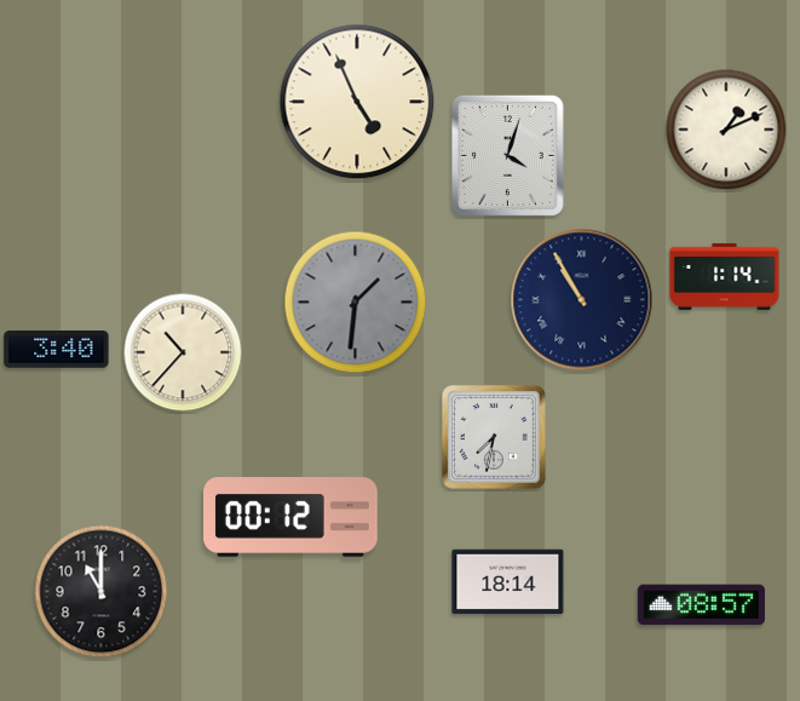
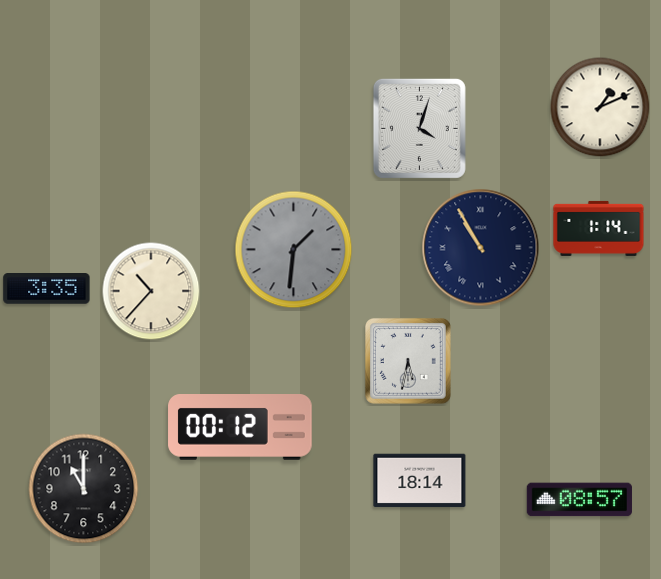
clock at (357, 102): 4:56 -> none
clock at (57, 350): 3:40 -> 3:35
clock at (494, 437): 7:32 -> 5:32
